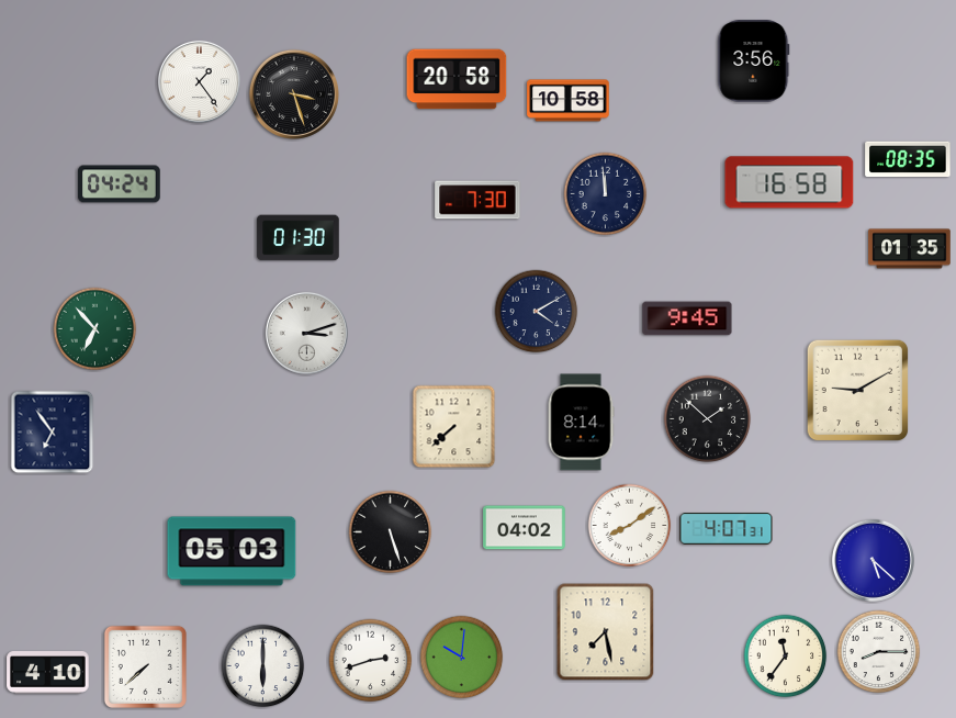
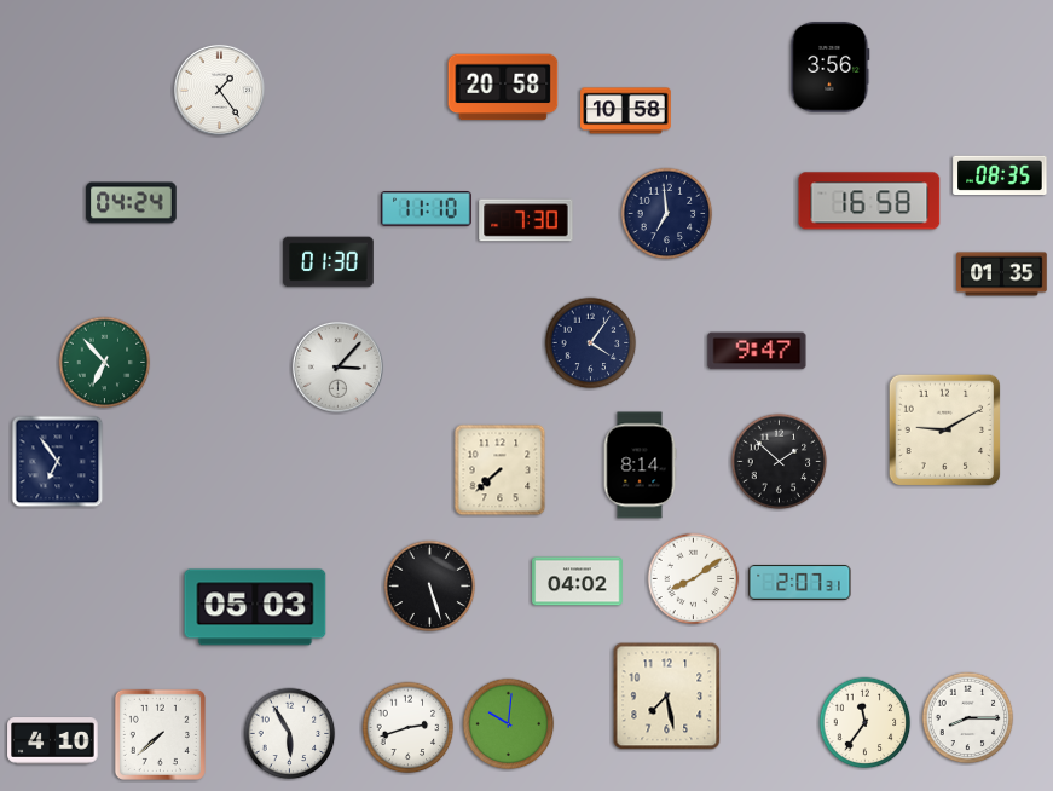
clock at (294, 94): 3:27 -> none
clock at (427, 209): none -> 11:10
clock at (606, 194): 11:59 -> 6:59
clock at (537, 312): 4:10 -> 4:06
clock at (687, 318): 9:45 -> 9:47
clock at (306, 333): 3:12 -> 3:07
clock at (53, 433) position: (53, 433) -> (58, 462)
clock at (727, 528): 4:07 -> 2:07
clock at (873, 560): 5:22 -> none
clock at (263, 666): 6:00 -> 5:55
